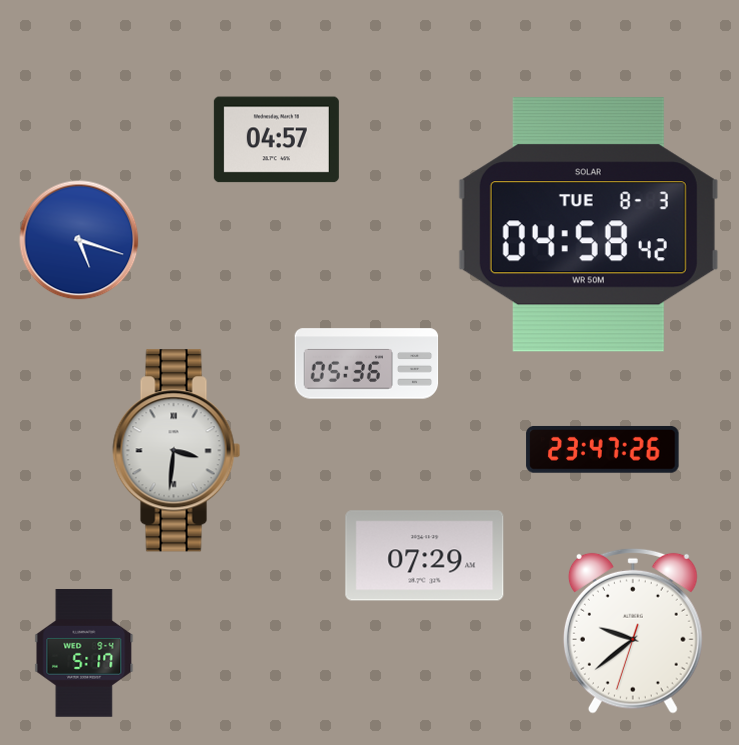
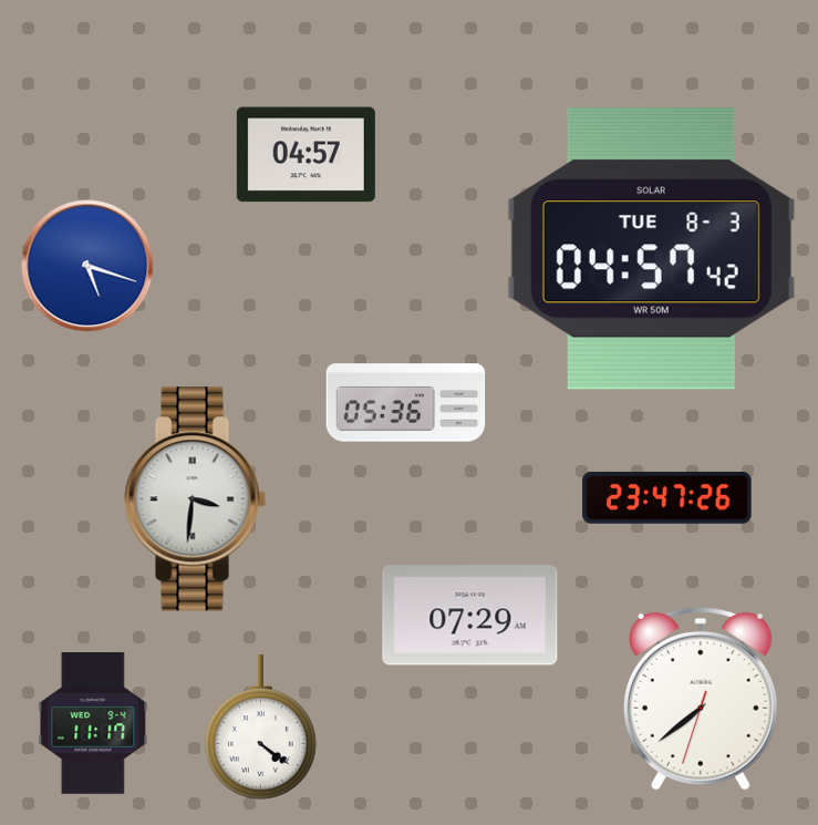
clock at (588, 225): 04:58 -> 04:57
clock at (633, 631): 9:38 -> 7:38
clock at (84, 654): 5:17 -> 11:17
clock at (261, 728): none -> 4:21
